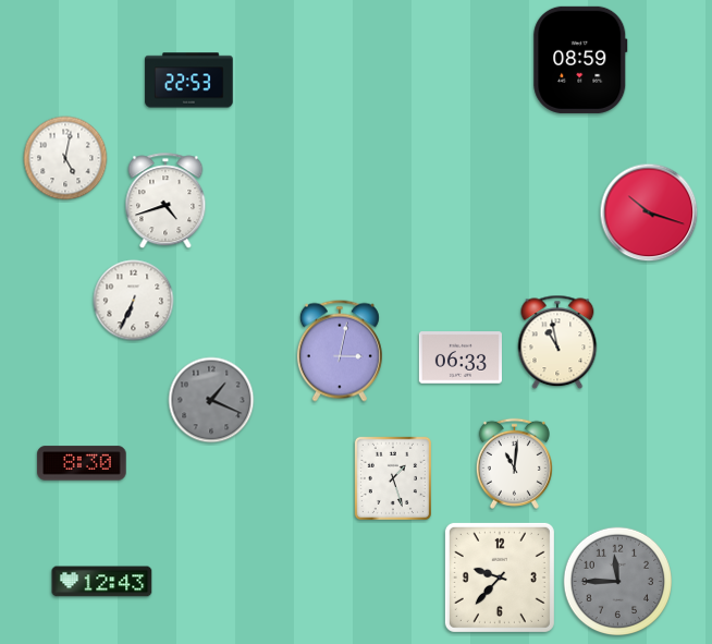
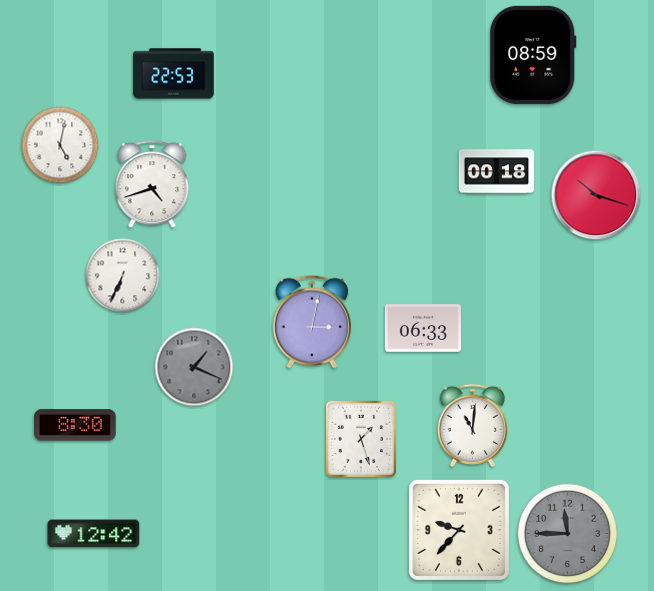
clock at (497, 172): none -> 00:18
clock at (557, 342): 10:58 -> none
clock at (102, 582): 12:43 -> 12:42
